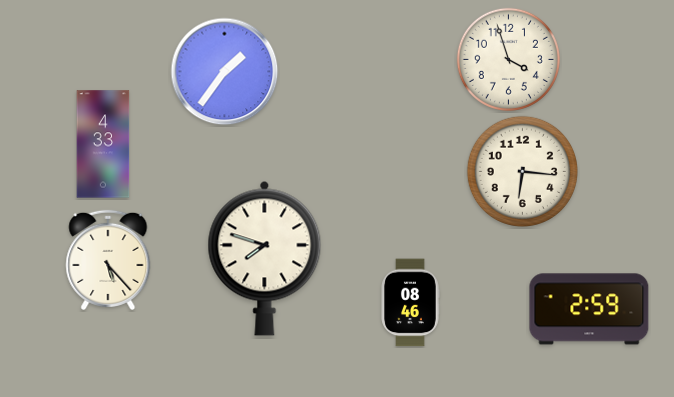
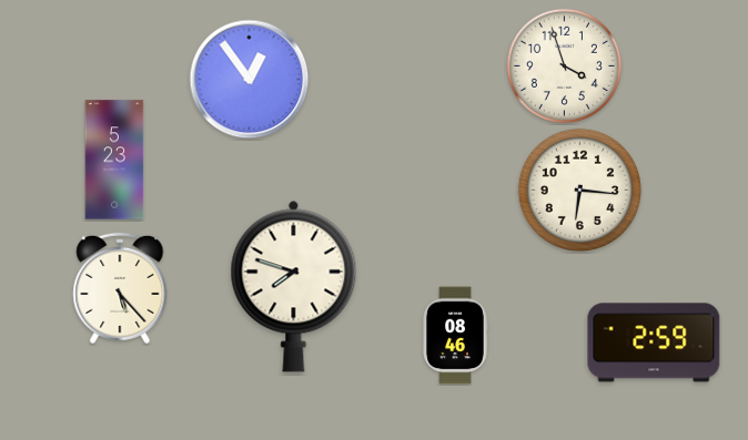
clock at (225, 72): 1:36 -> 12:54
clock at (103, 144): 4:33 -> 5:23
